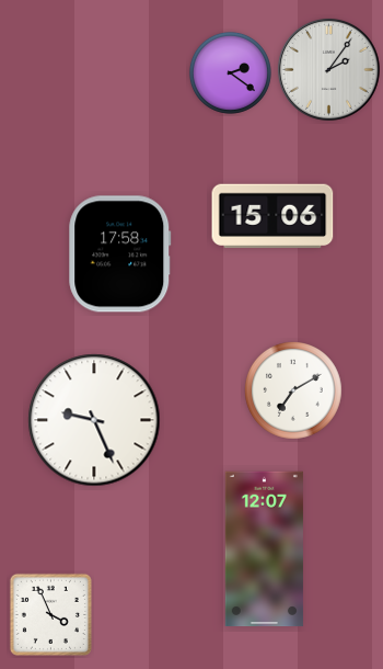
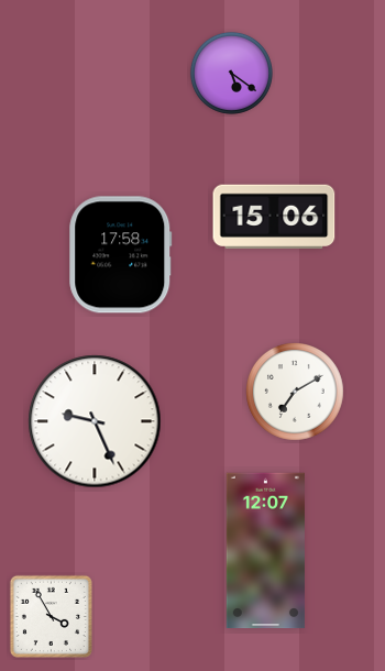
clock at (328, 69): 2:06 -> none
clock at (230, 72): 2:21 -> 5:21
clock at (50, 614): 3:56 -> 3:55
